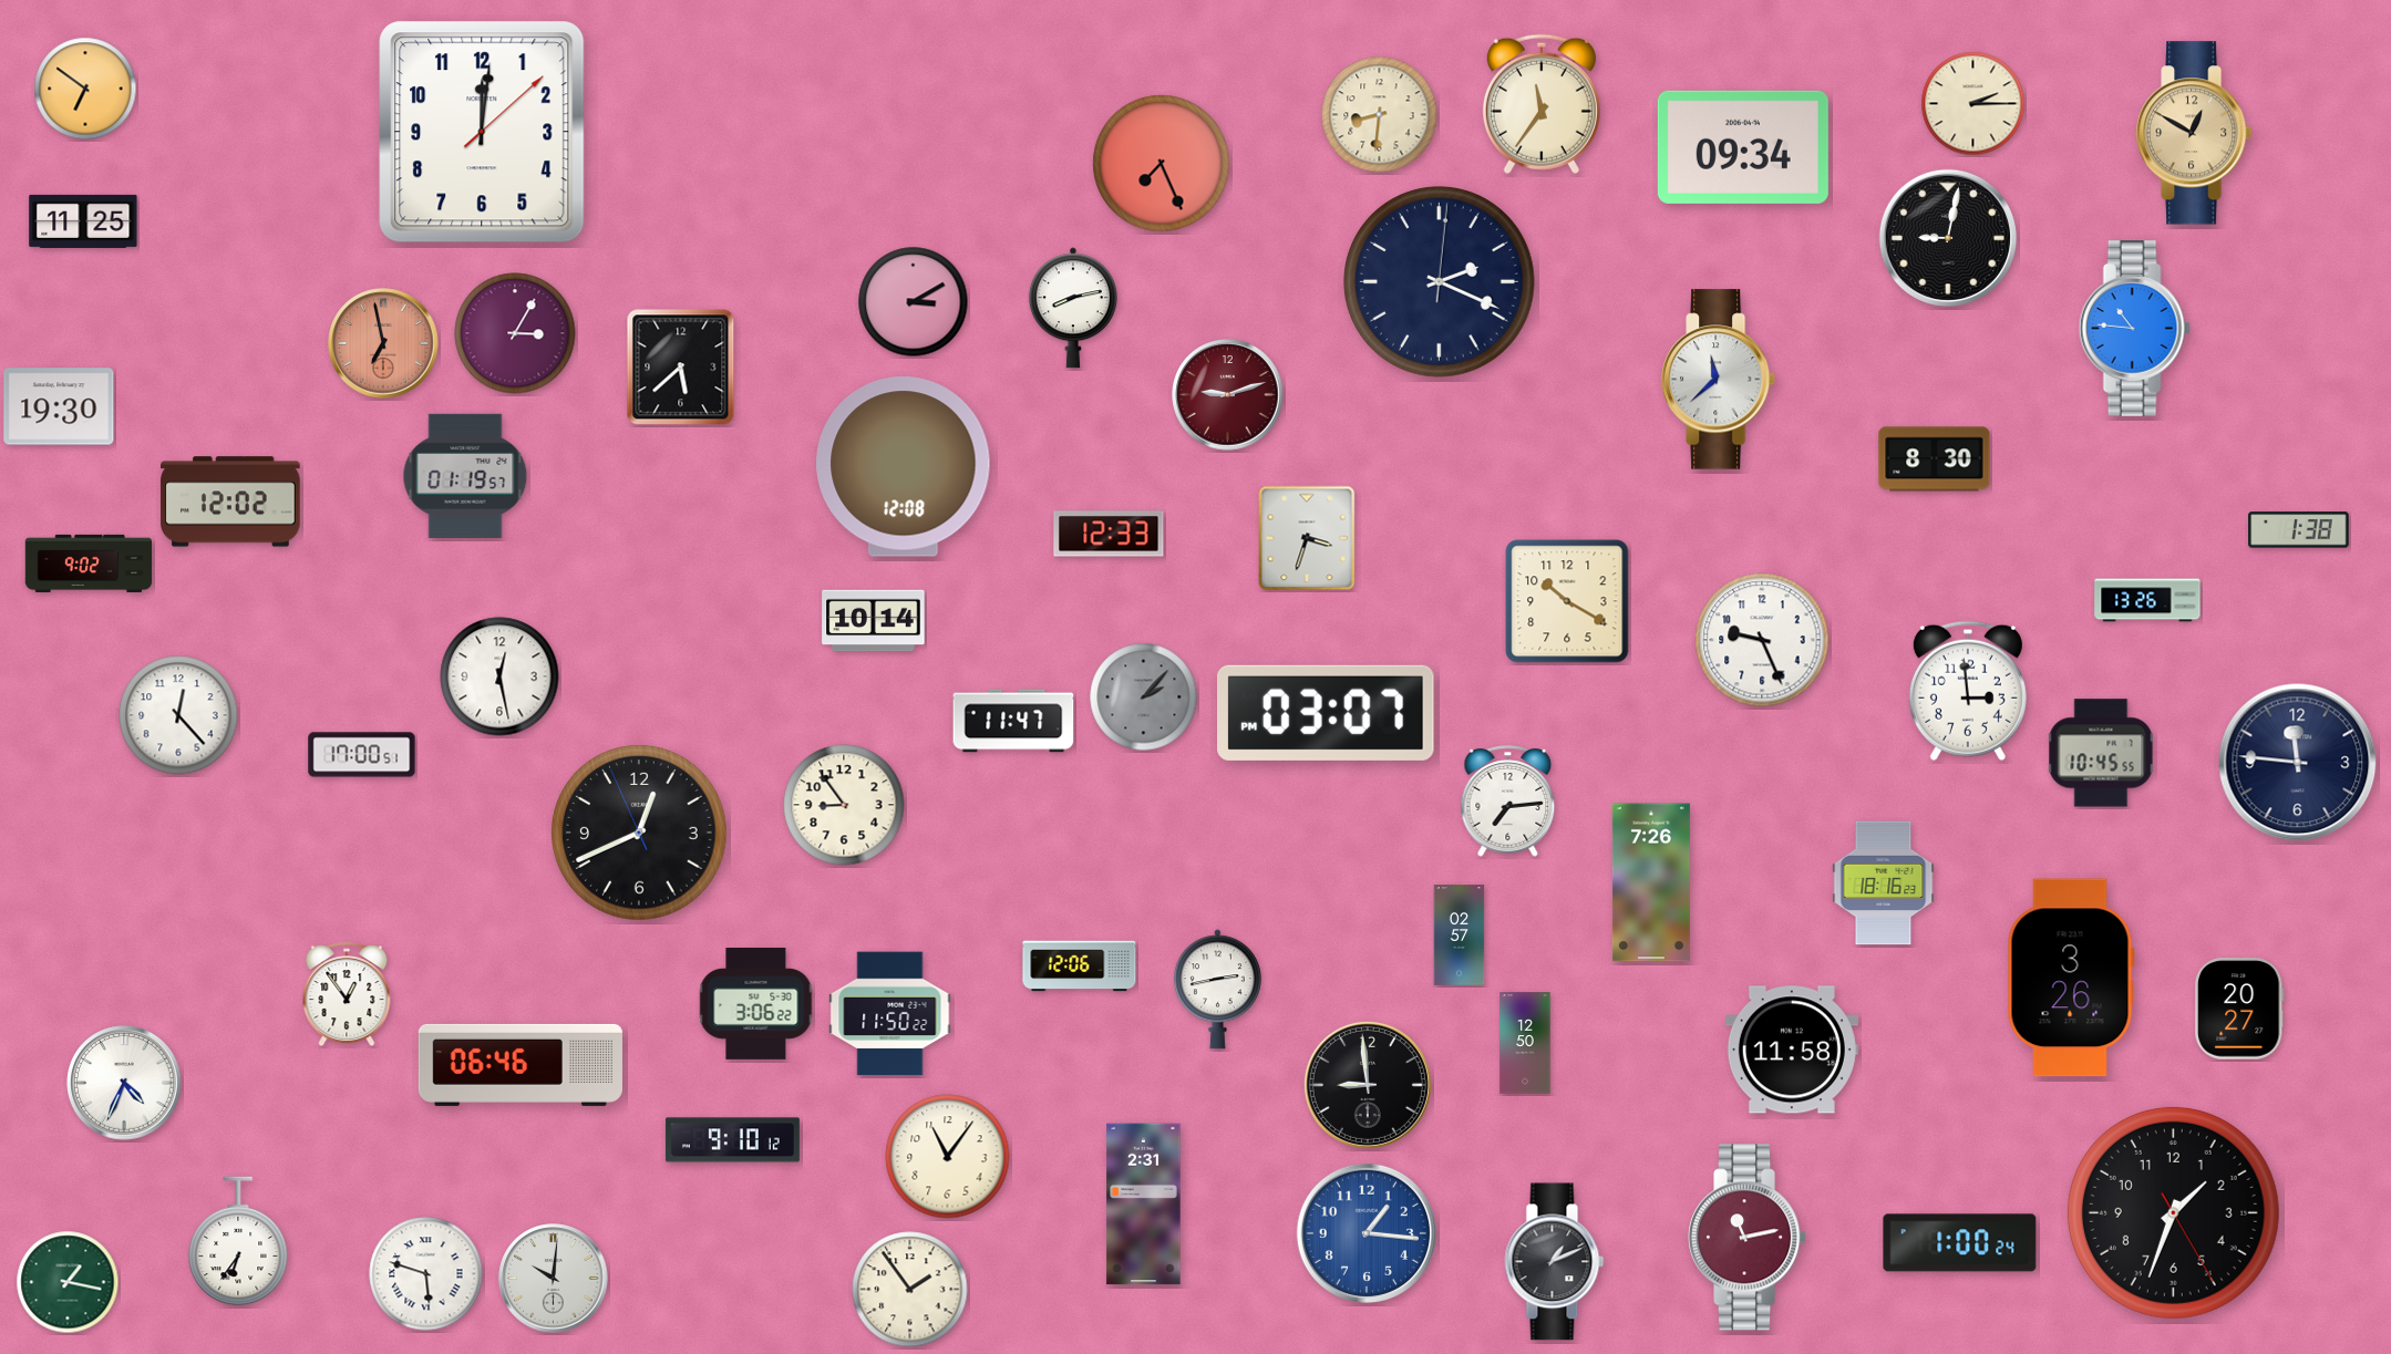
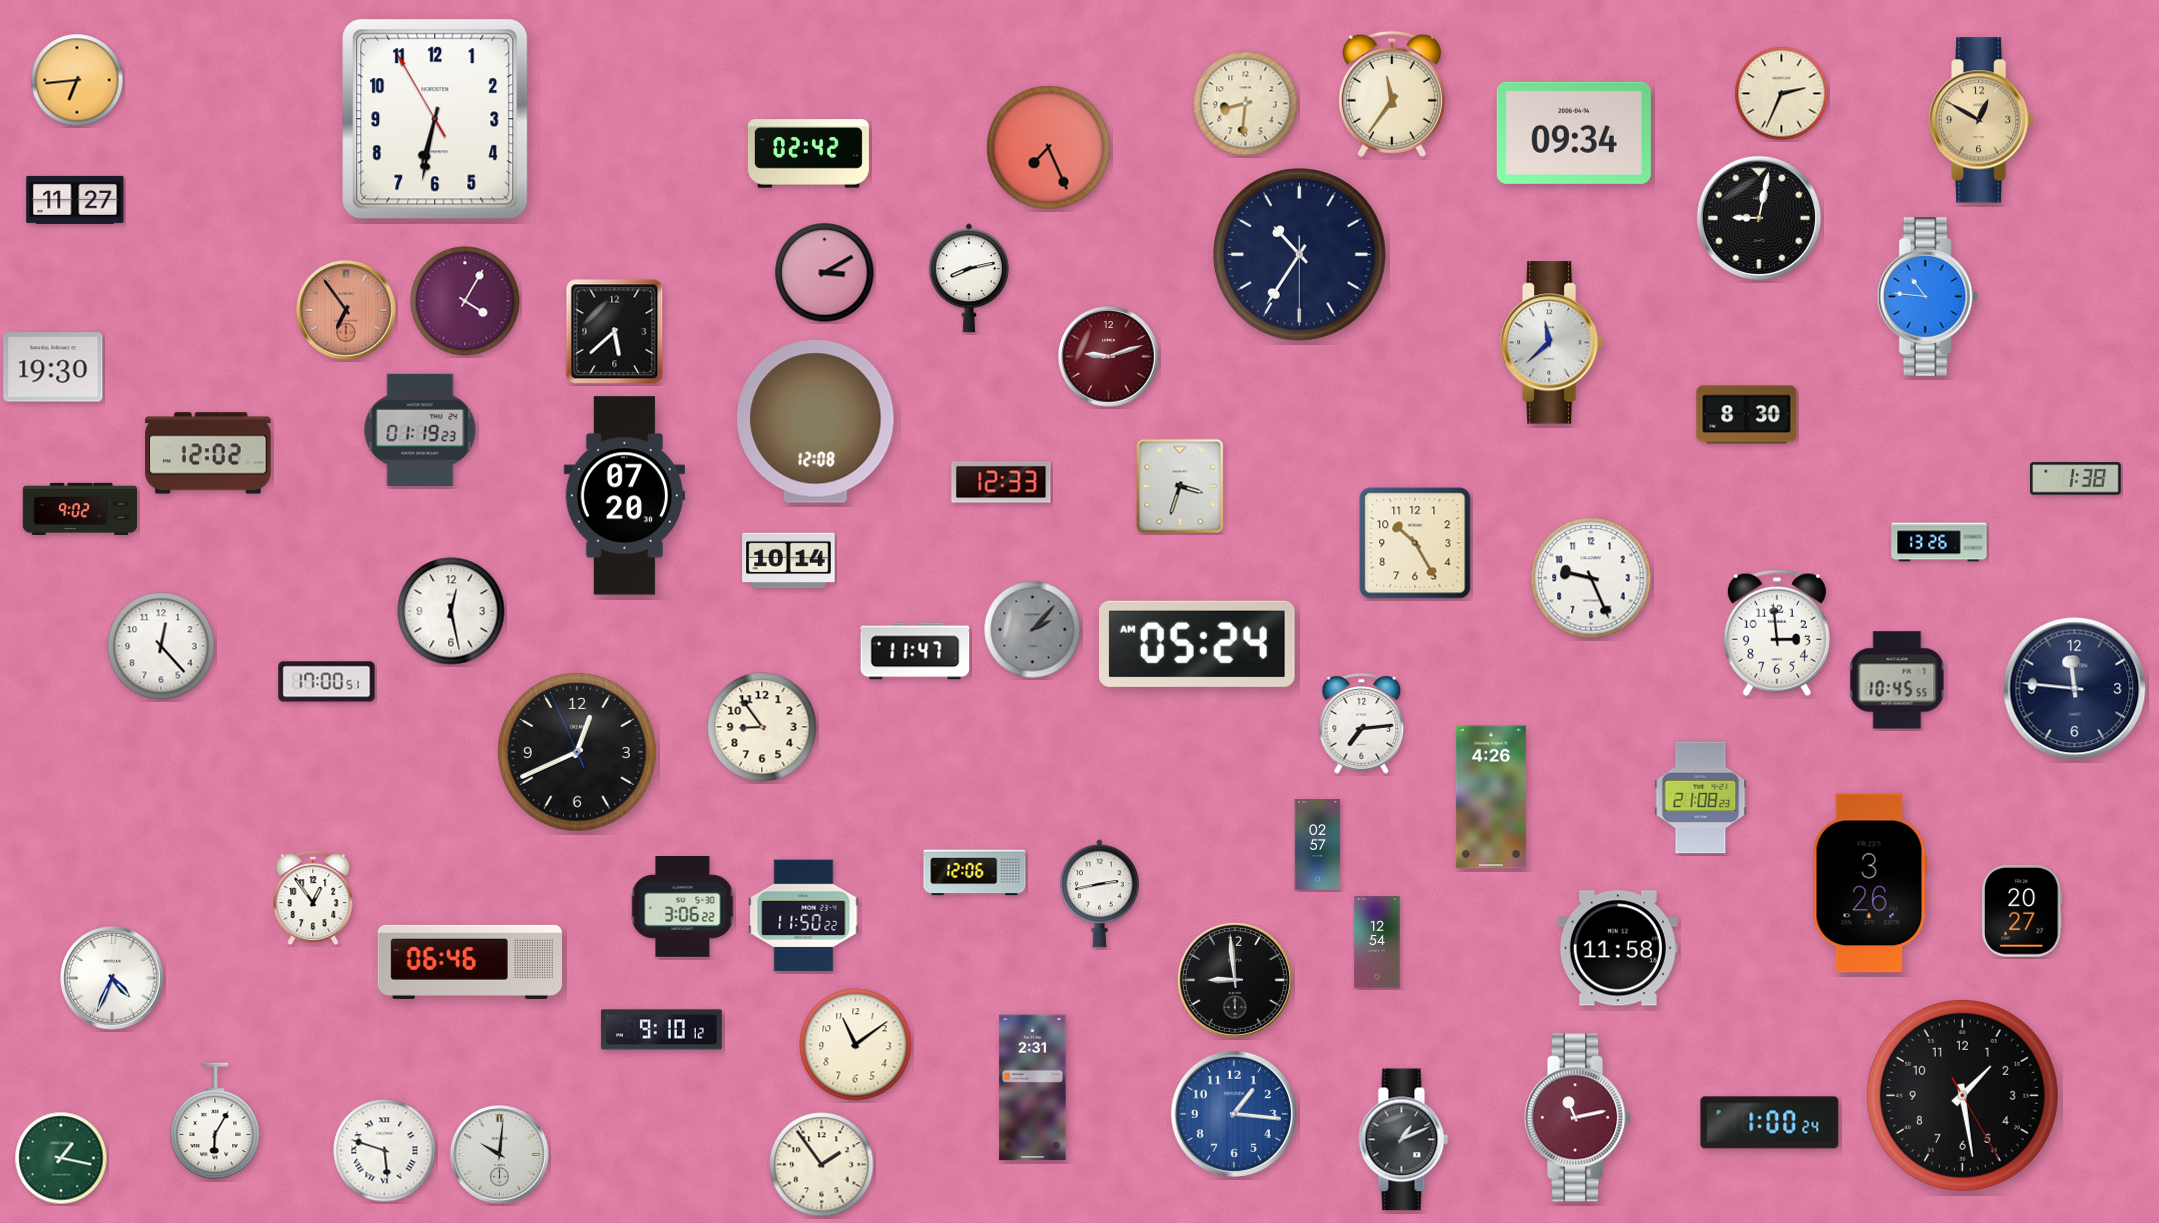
clock at (85, 89): 6:51 -> 6:44
clock at (1973, 104): 2:15 -> 2:34
clock at (482, 132): 12:01 -> 6:31
clock at (808, 154): none -> 02:42
clock at (83, 221): 11:25 -> 11:27
clock at (1948, 238) position: (1948, 238) -> (1759, 218)
clock at (1440, 282): 2:19 -> 10:35
clock at (515, 333): 3:05 -> 4:05
clock at (383, 343): 6:58 -> 6:54
clock at (465, 476): 01:19:57 -> 01:19:23
clock at (624, 496): none -> 07:20
clock at (1567, 601): 10:20 -> 10:25
clock at (1968, 691) position: (1968, 691) -> (1777, 633)
clock at (1327, 713): 03:07 -> 05:24
clock at (1651, 882): 7:26 -> 4:26
clock at (1884, 883): 18:16 -> 21:08
clock at (1525, 1043): 12:50 -> 12:54
clock at (948, 1157): 11:06 -> 11:09
clock at (2173, 1212): 1:33 -> 1:28
clock at (238, 1241): 6:36 -> 6:05
